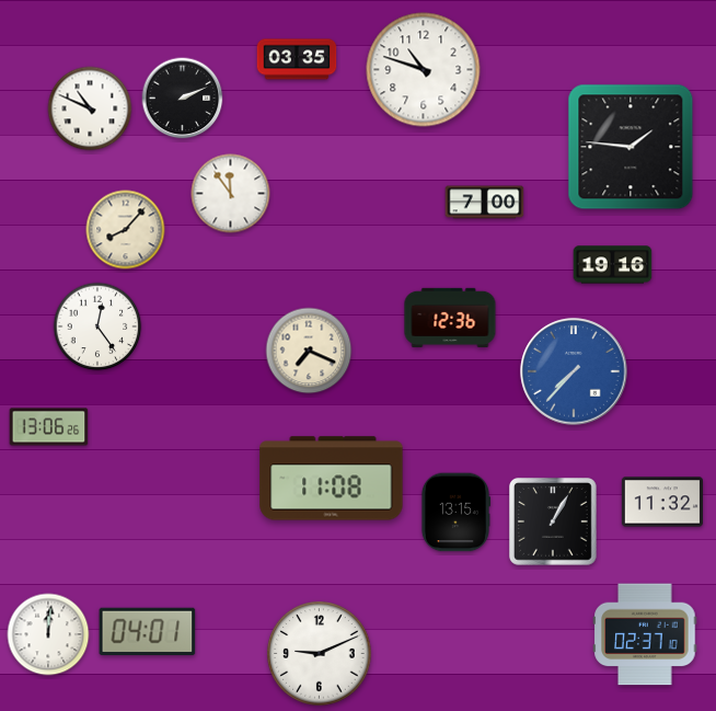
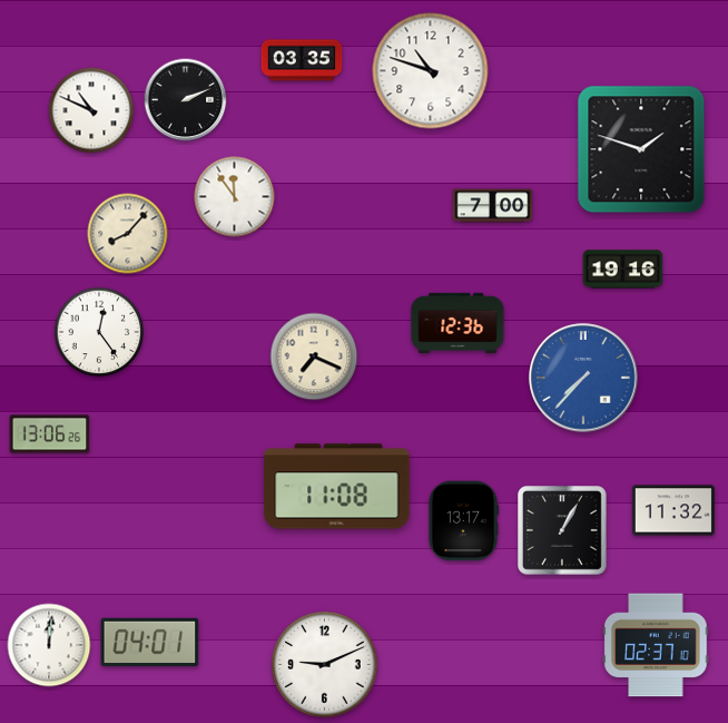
clock at (631, 147): 1:46 -> 1:48
clock at (454, 513): 13:15 -> 13:17
